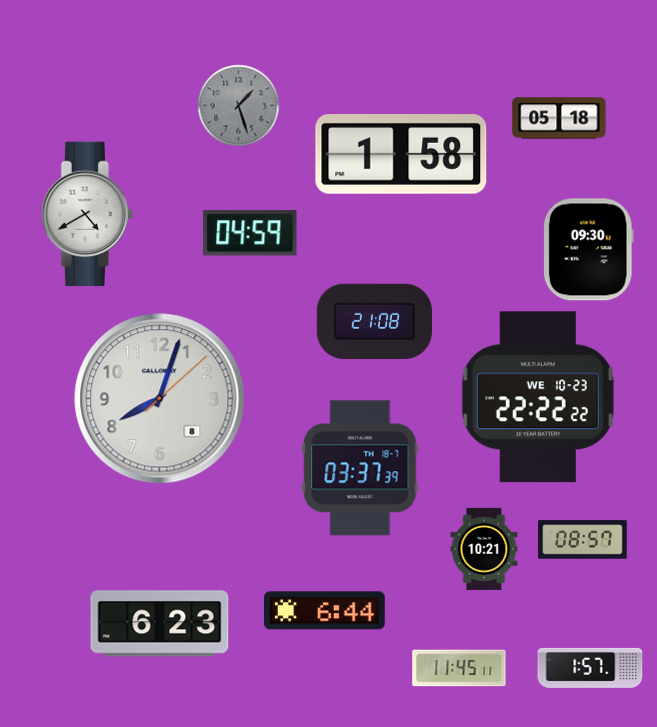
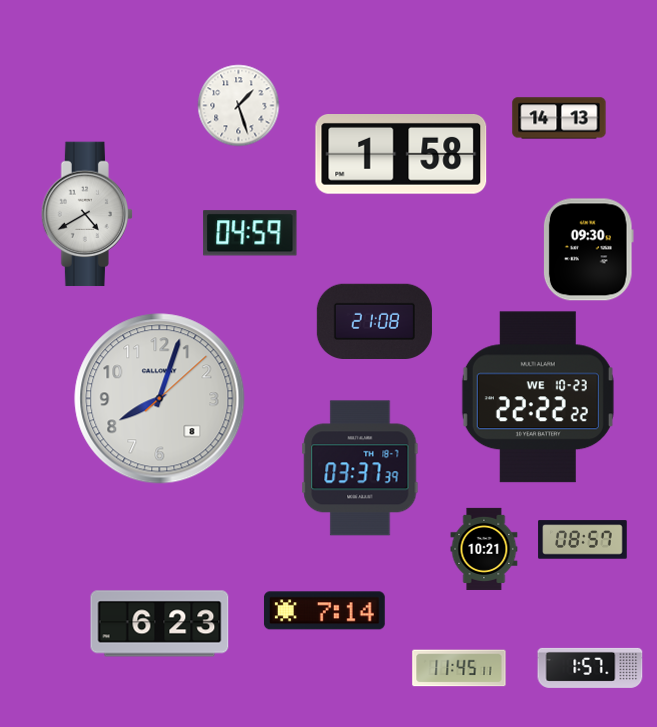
clock at (239, 106) dial: grey -> white
clock at (559, 118): 05:18 -> 14:13
clock at (324, 611): 6:44 -> 7:14
